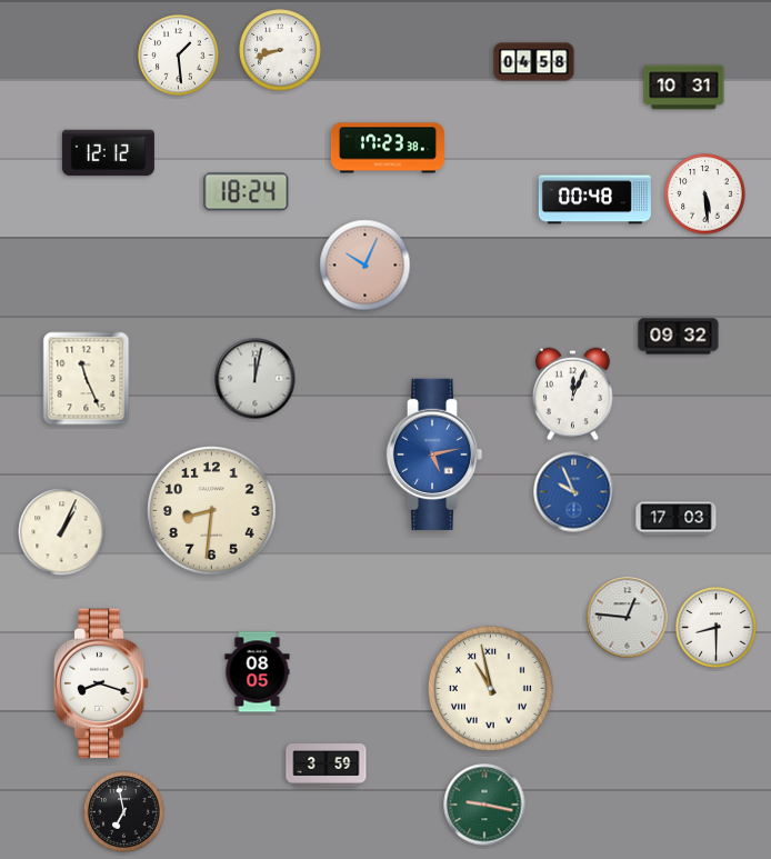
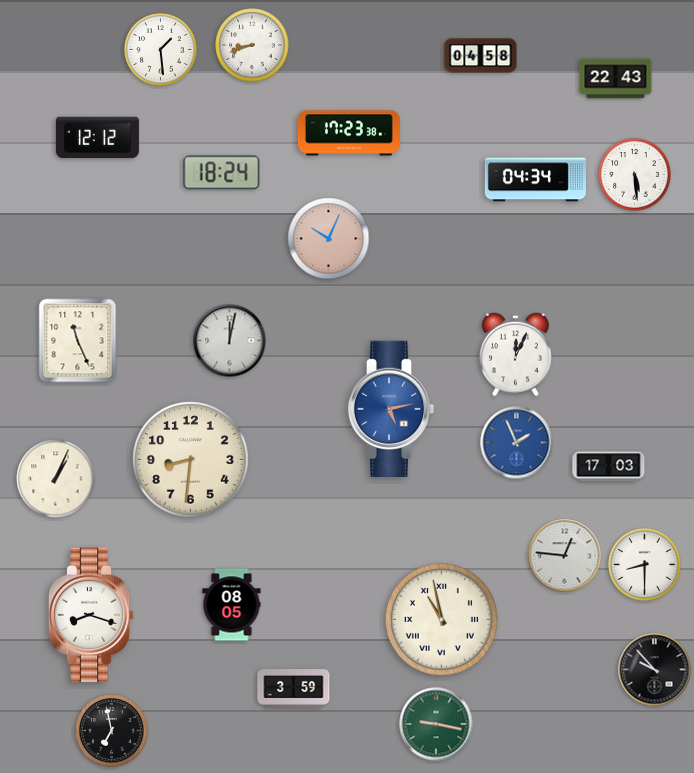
clock at (684, 88): 10:31 -> 22:43
clock at (594, 200): 00:48 -> 04:34
clock at (679, 337): 09:32 -> none
clock at (574, 492): 9:56 -> 1:56
clock at (655, 670): none -> 9:53
